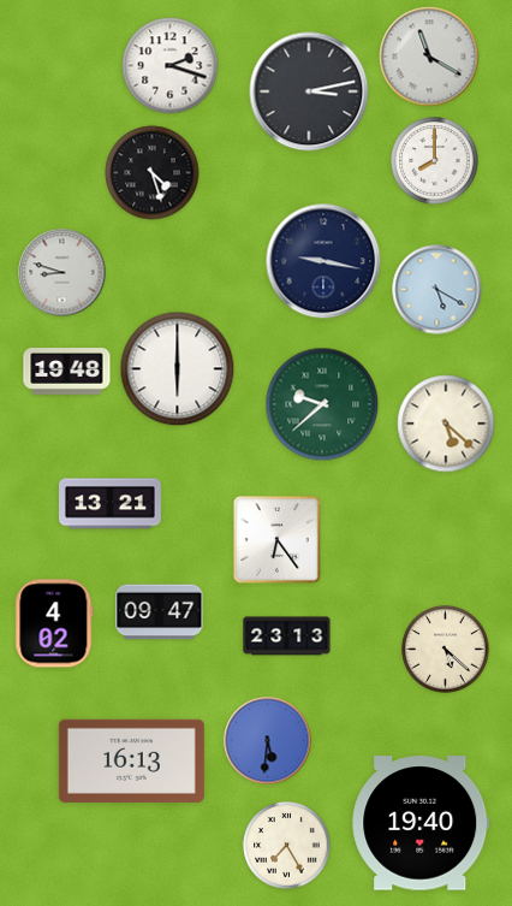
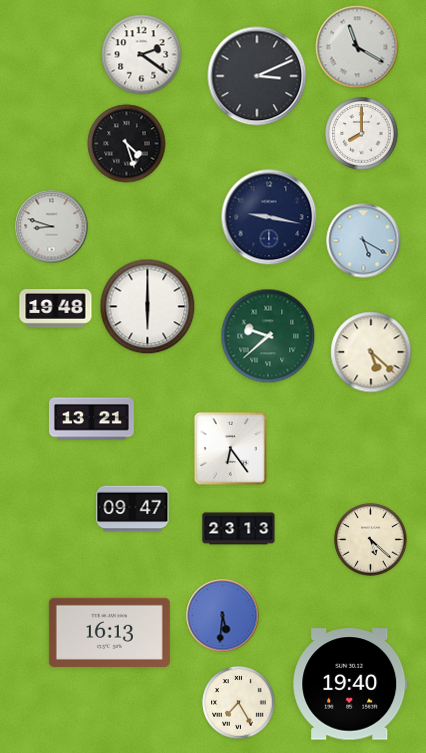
clock at (171, 66): 2:18 -> 2:21
clock at (309, 91): 3:13 -> 3:11
clock at (54, 623): 4:02 -> none
